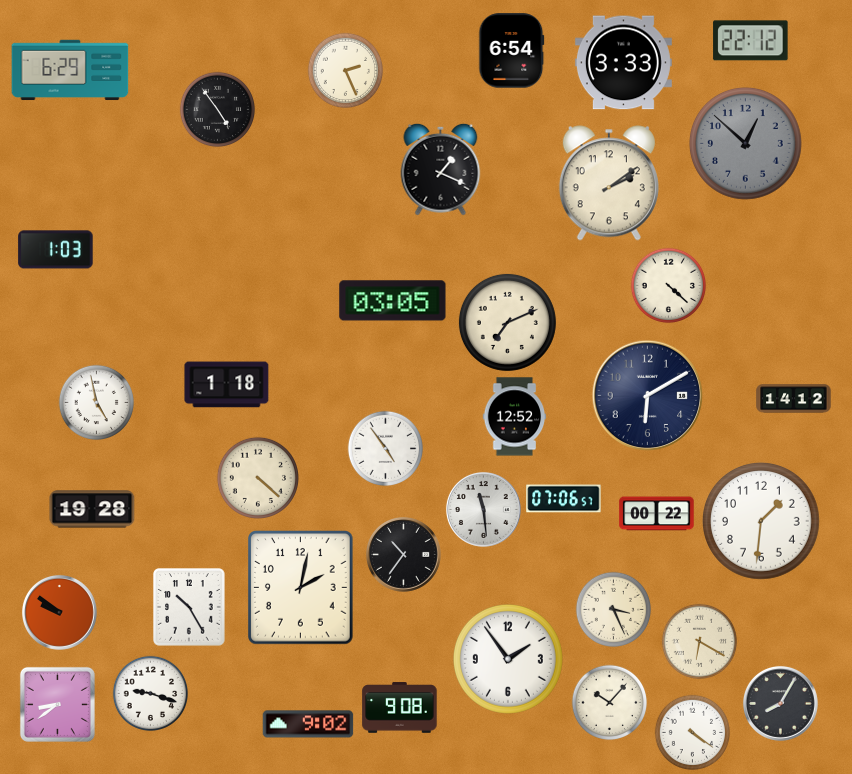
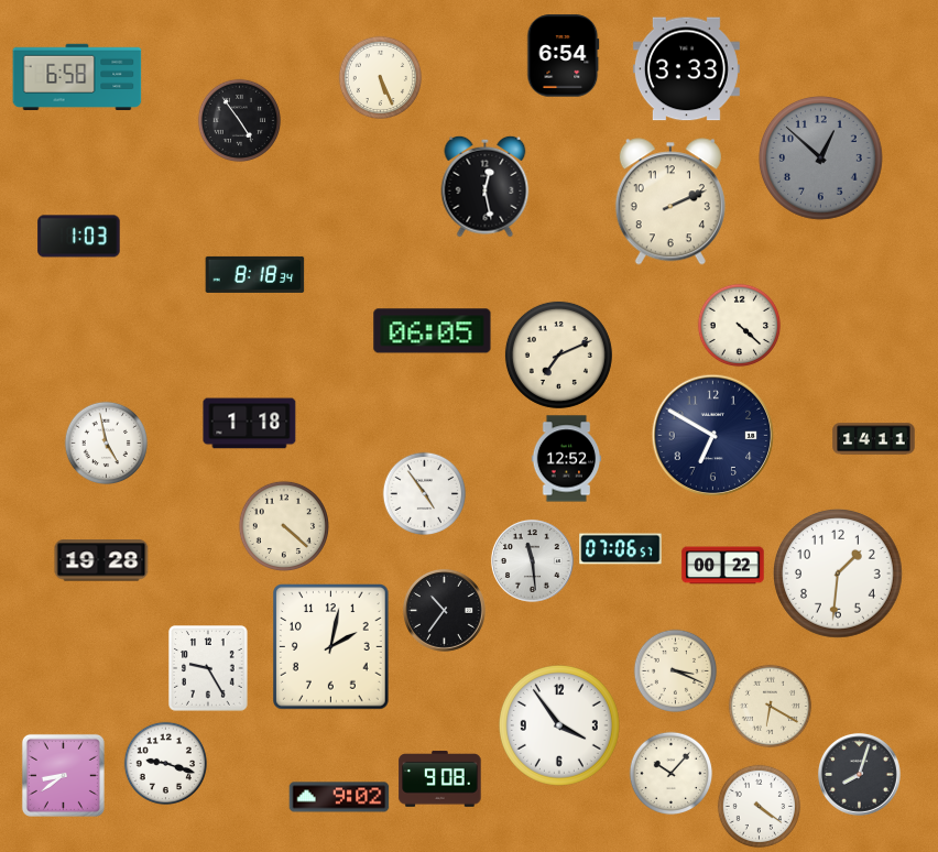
clock at (751, 41): 22:12 -> none
clock at (70, 70): 6:29 -> 6:58
clock at (346, 71): 2:26 -> 5:26
clock at (441, 169): 1:19 -> 12:28
clock at (609, 183): 2:09 -> 2:11
clock at (255, 274): none -> 8:18
clock at (56, 250) position: (56, 250) -> (79, 237)
clock at (669, 286) position: (669, 286) -> (740, 326)
clock at (393, 301): 03:05 -> 06:05
clock at (648, 396): 6:10 -> 6:50
clock at (794, 399): 14:12 -> 14:11
clock at (189, 607): 10:25 -> 9:25
clock at (614, 610): 3:26 -> 3:19
clock at (59, 612): 9:51 -> none
clock at (508, 659): 1:54 -> 3:54
clock at (780, 703): 8:05 -> 8:03
clock at (693, 733) position: (693, 733) -> (760, 807)
